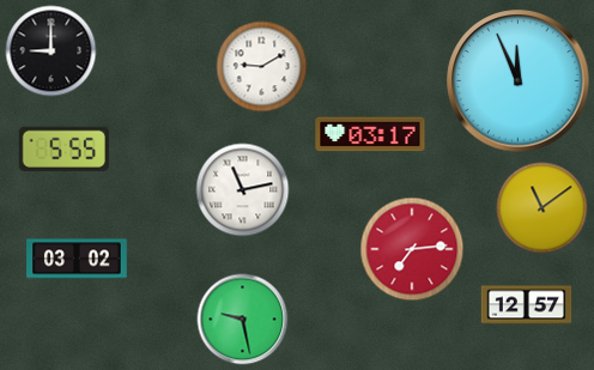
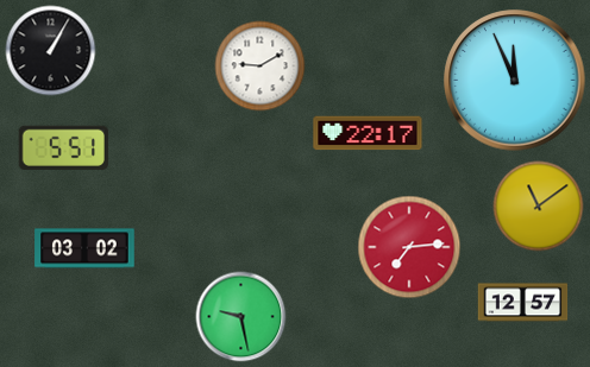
clock at (51, 51): 9:00 -> 1:05
clock at (370, 134): 03:17 -> 22:17
clock at (63, 148): 5:55 -> 5:51
clock at (243, 190): 11:13 -> none
clock at (77, 259) position: (77, 259) -> (84, 248)
